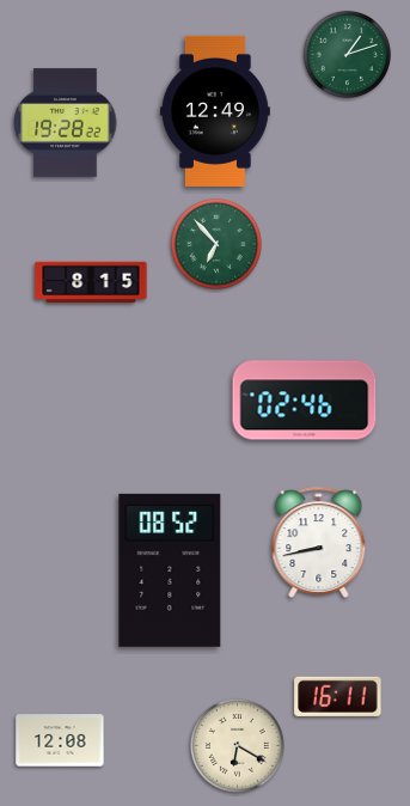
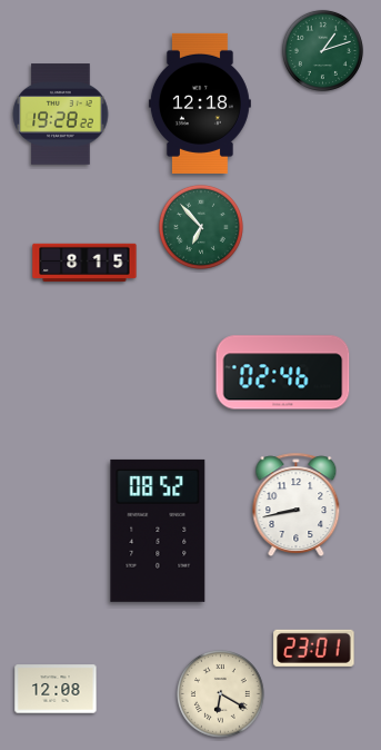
clock at (215, 111): 12:49 -> 12:18
clock at (338, 696): 16:11 -> 23:01
